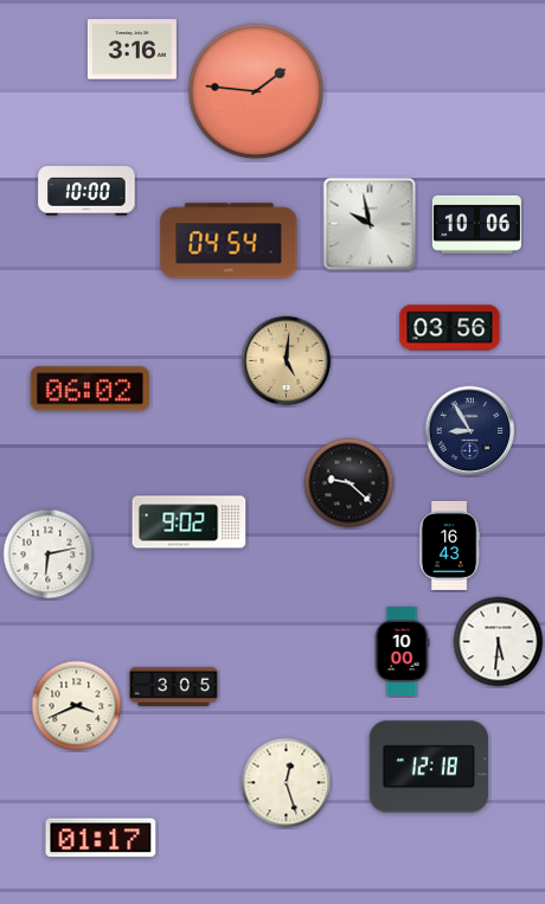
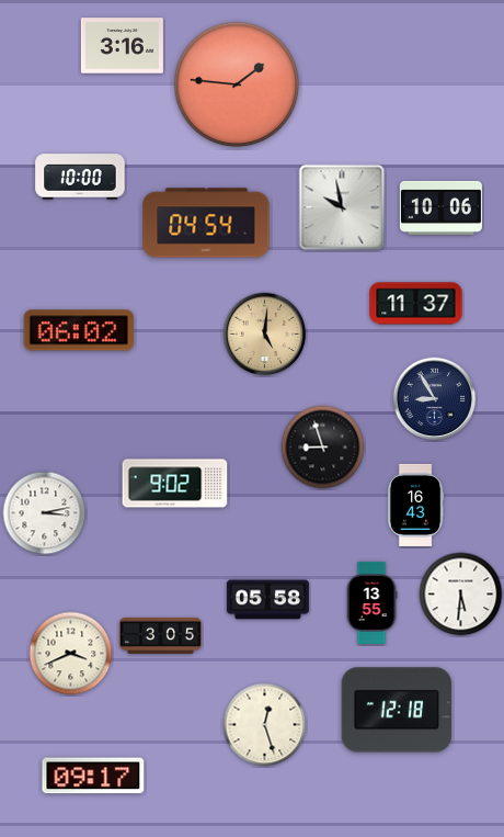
clock at (229, 241) position: (229, 241) -> (206, 223)
clock at (450, 328): 03:56 -> 11:37
clock at (90, 389) position: (90, 389) -> (79, 330)
clock at (350, 483): 9:22 -> 8:57
clock at (49, 554): 6:13 -> 3:13
clock at (267, 600): none -> 05:58
clock at (402, 650): 10:00 -> 13:55
clock at (101, 838): 01:17 -> 09:17
